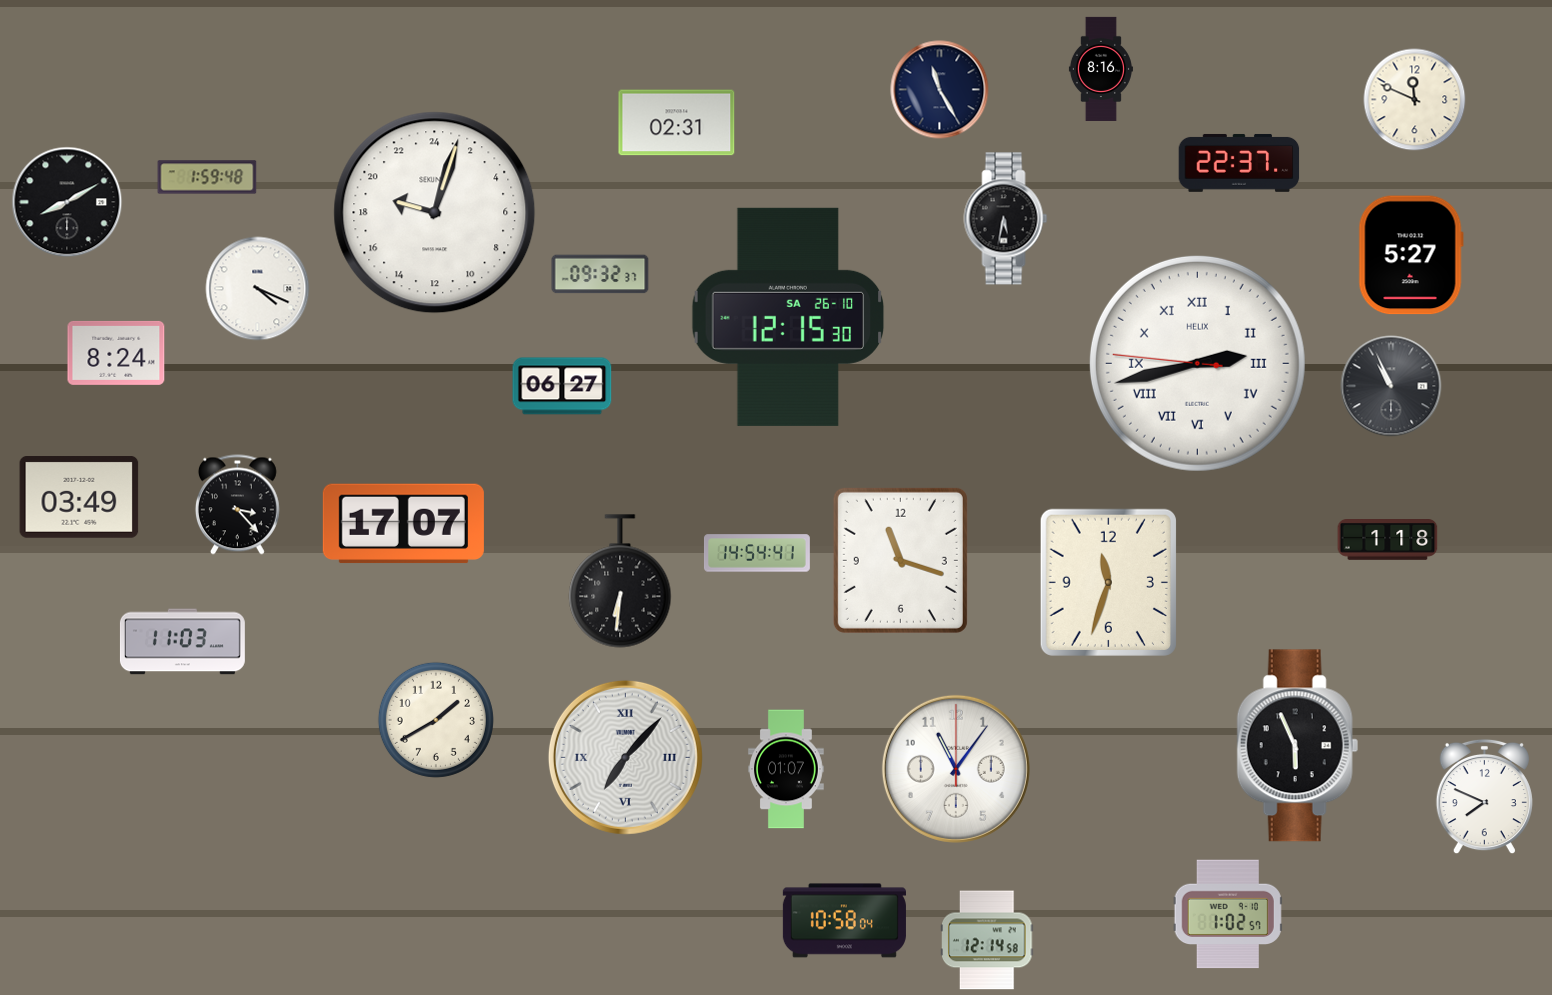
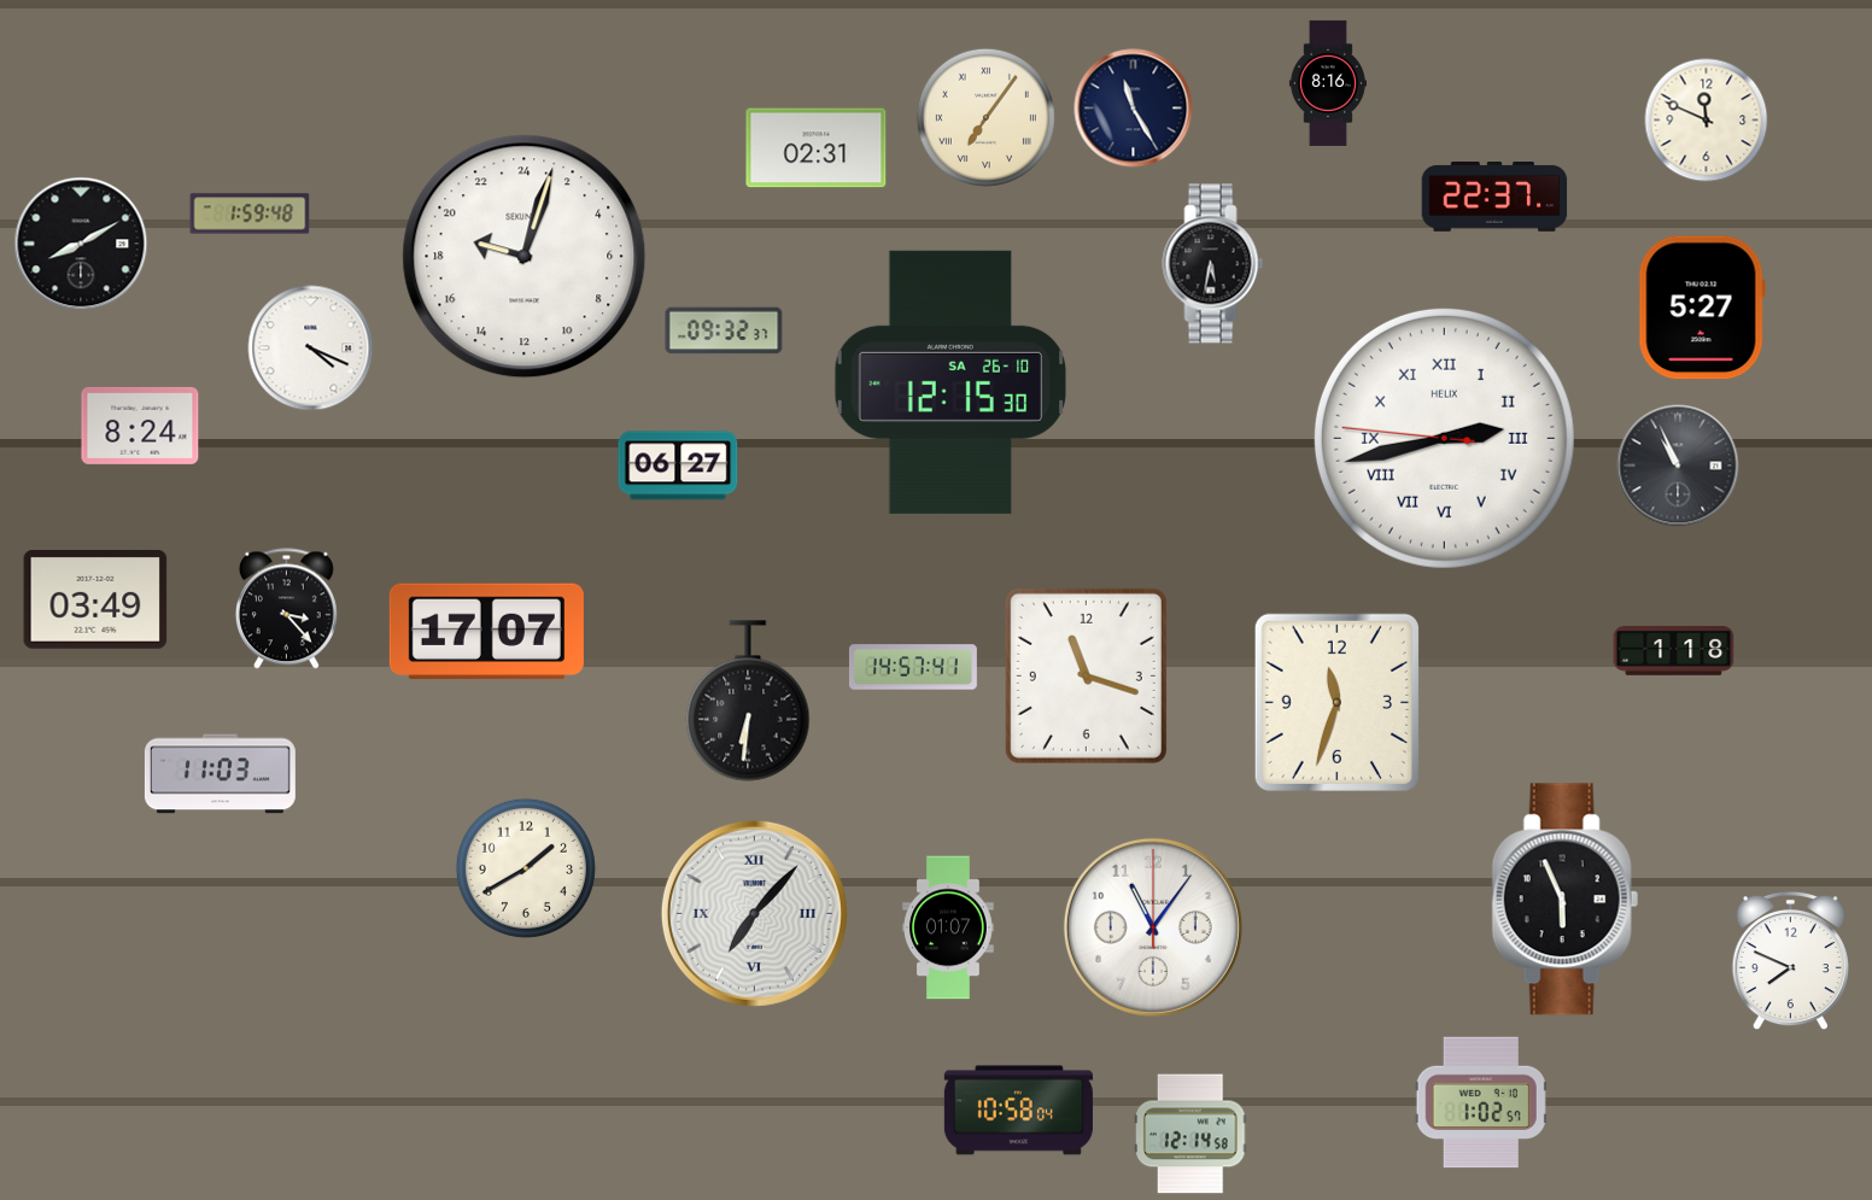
clock at (985, 117): none -> 7:06
clock at (757, 553): 14:54 -> 14:57
